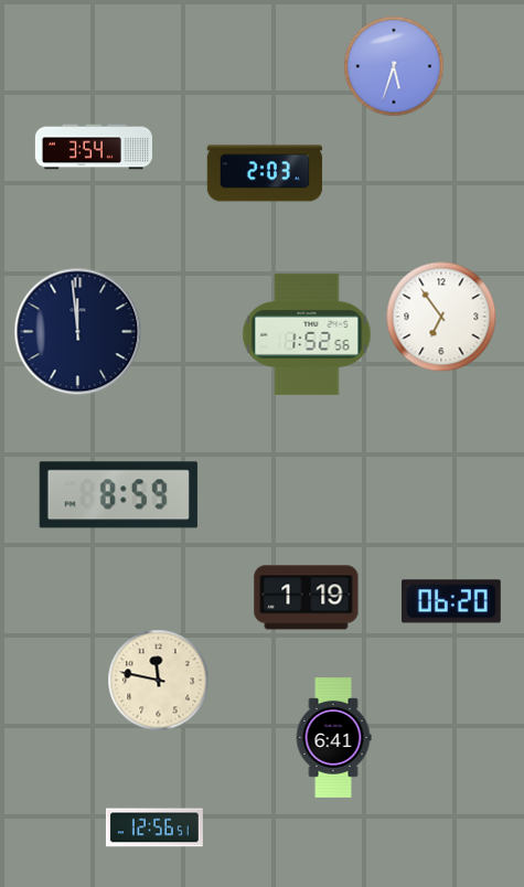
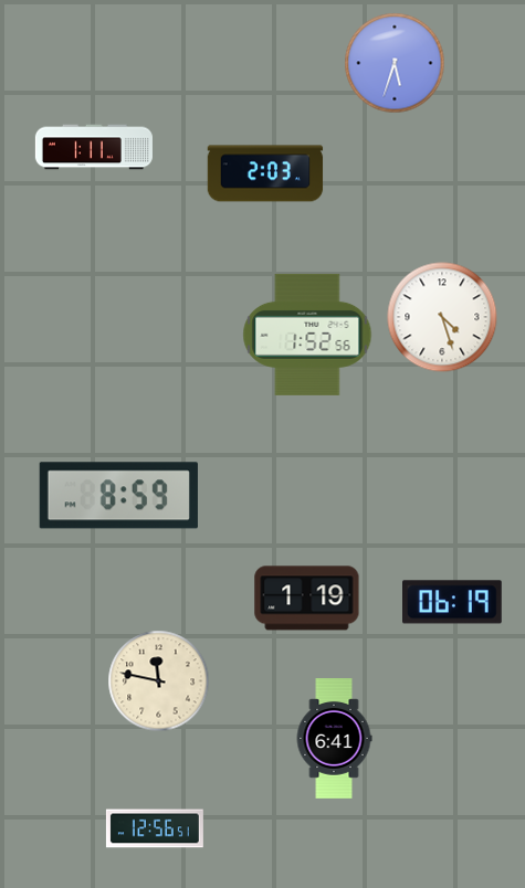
clock at (394, 66) position: (394, 66) -> (395, 63)
clock at (94, 147): 3:54 -> 1:11
clock at (441, 317): 6:54 -> 4:27
clock at (78, 332): 11:59 -> none
clock at (452, 601): 06:20 -> 06:19
